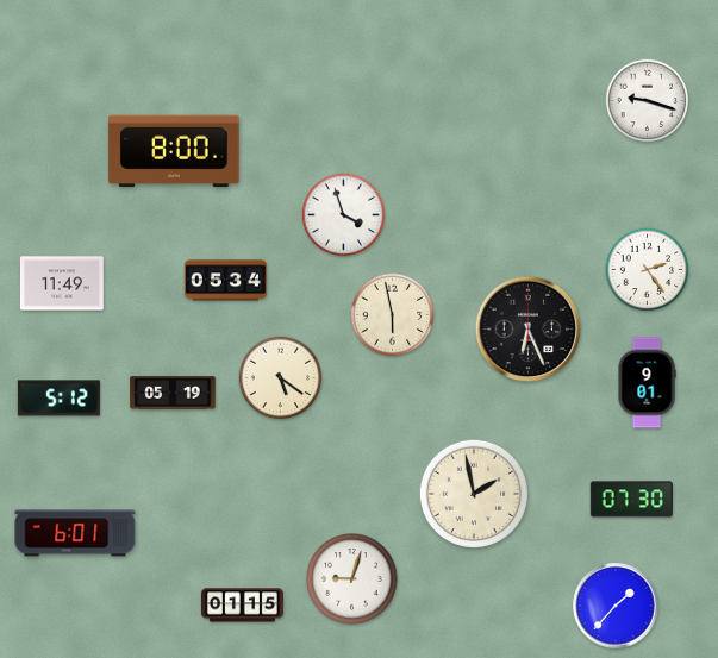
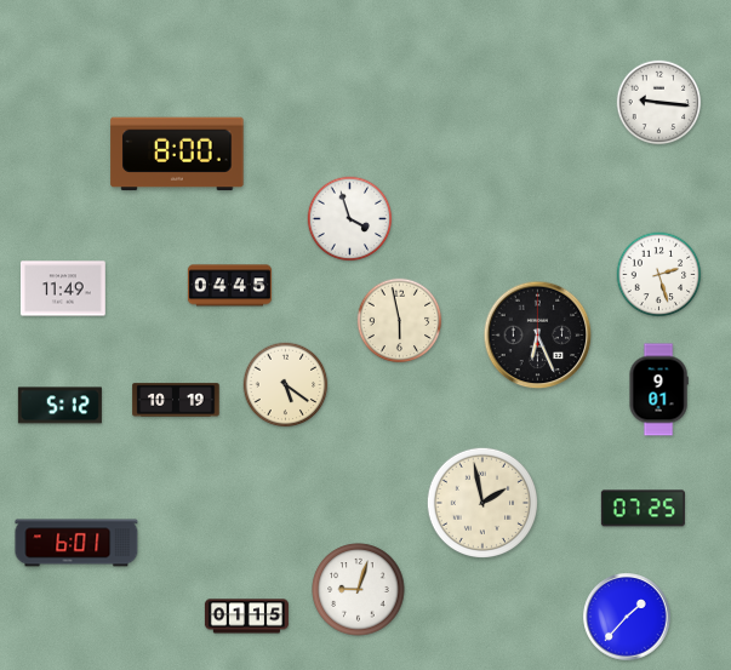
clock at (648, 101): 9:18 -> 9:16
clock at (648, 270): 2:24 -> 2:27
clock at (225, 281): 05:34 -> 04:45
clock at (173, 393): 05:19 -> 10:19
clock at (631, 500): 07:30 -> 07:25
